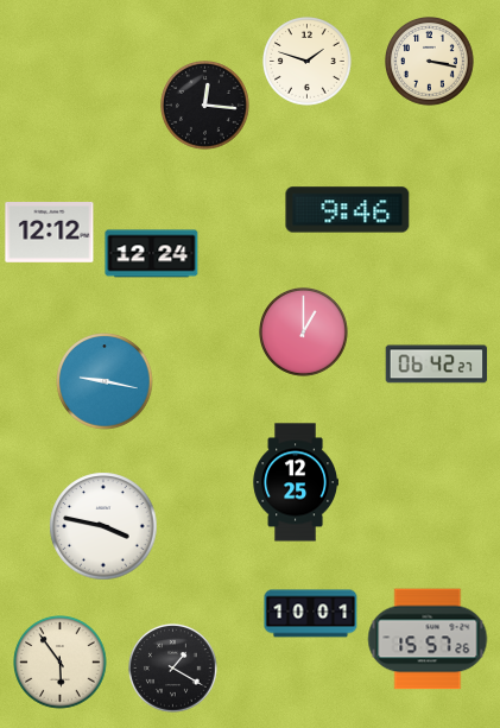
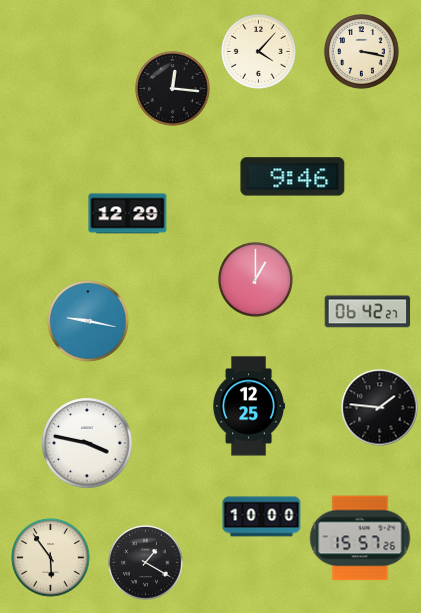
clock at (308, 62): 1:48 -> 4:07
clock at (50, 233): 12:12 -> none
clock at (152, 254): 12:24 -> 12:29
clock at (437, 365) position: (437, 365) -> (368, 312)
clock at (380, 408): none -> 1:46
clock at (311, 614): 10:01 -> 10:00
